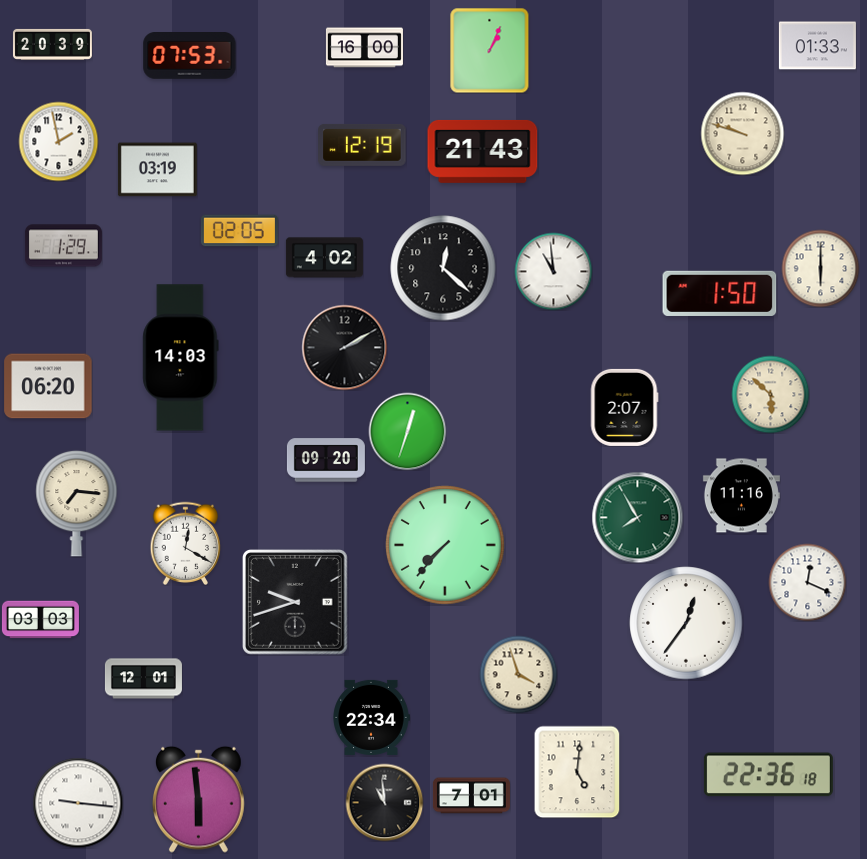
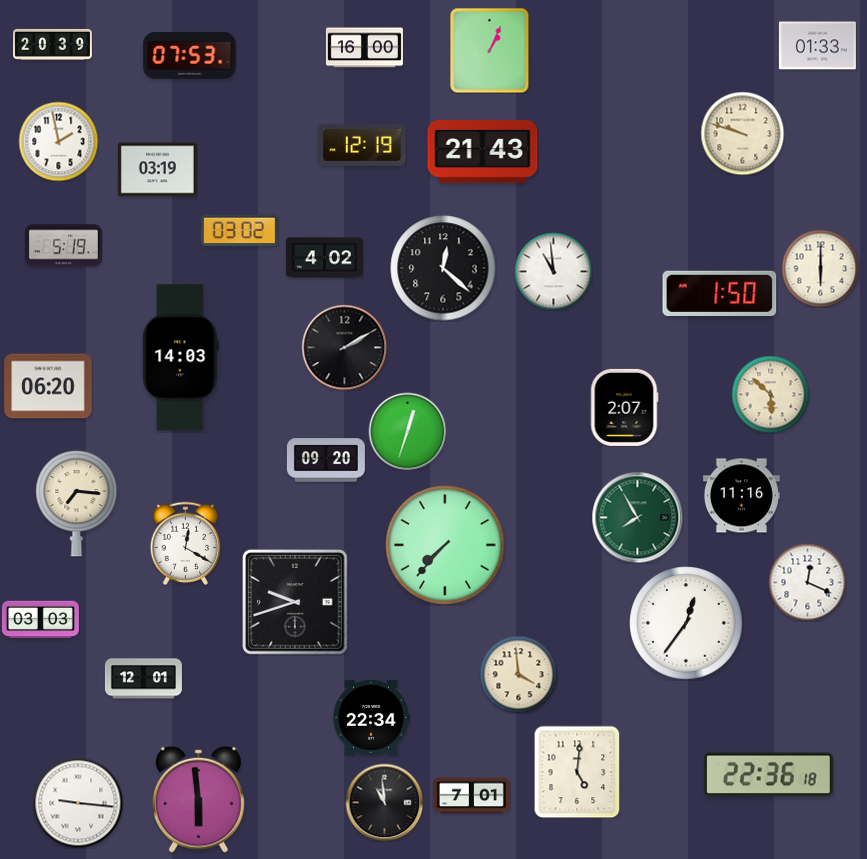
clock at (239, 231): 02:05 -> 03:02
clock at (63, 246): 1:29 -> 5:19
clock at (518, 674): 3:57 -> 3:59
